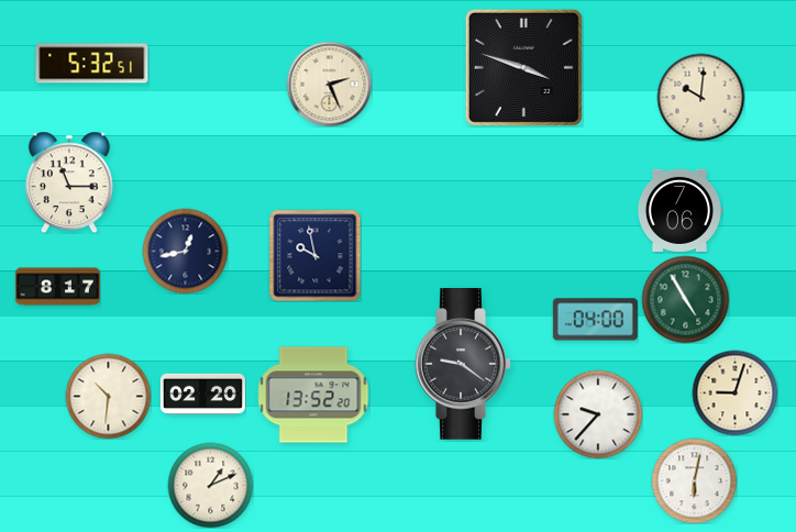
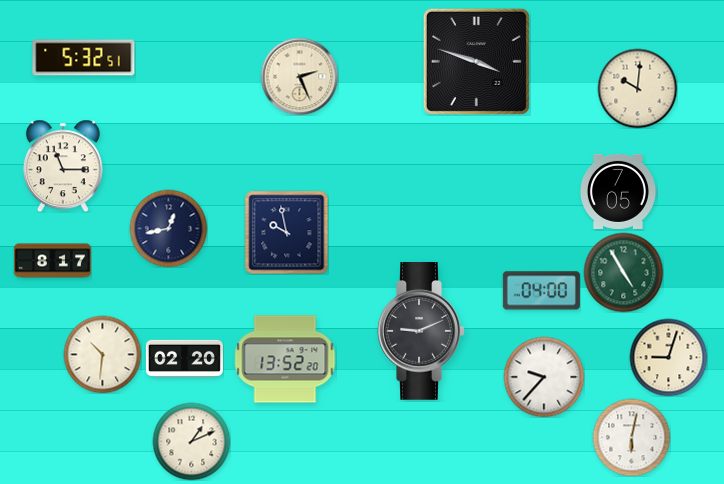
clock at (679, 210): 7:06 -> 7:05
clock at (463, 365): 9:21 -> 9:11
clock at (108, 396) position: (108, 396) -> (102, 354)
